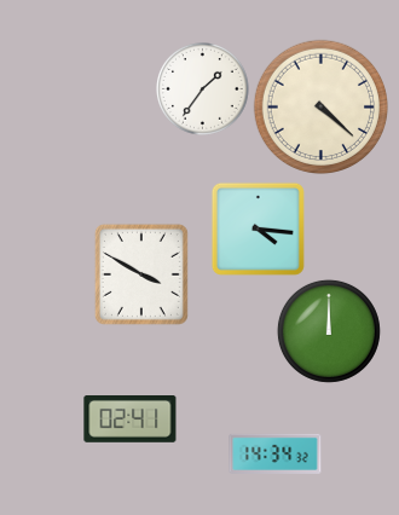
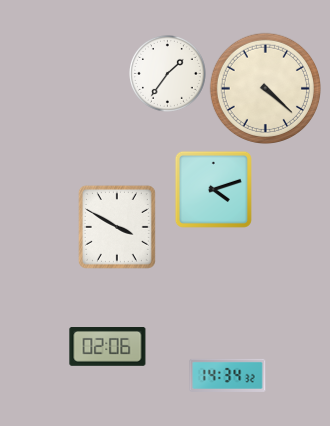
clock at (258, 228): 4:16 -> 4:12
clock at (329, 331): 12:00 -> none
clock at (131, 419): 02:41 -> 02:06
